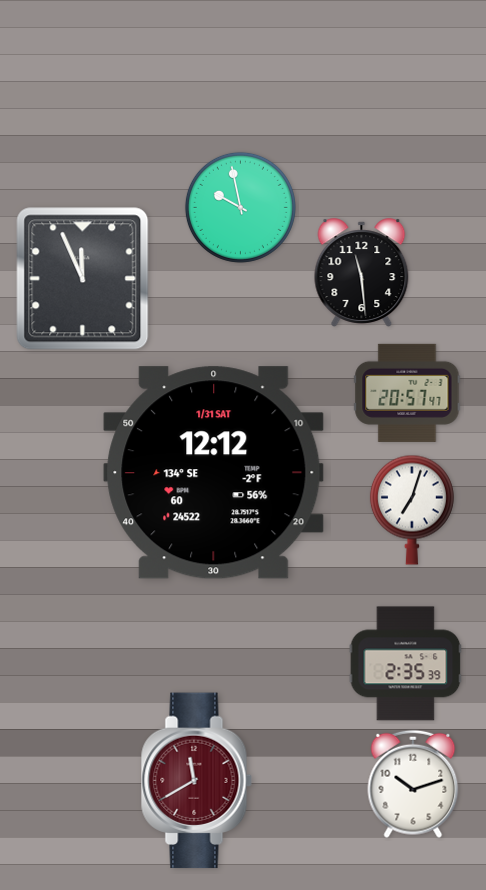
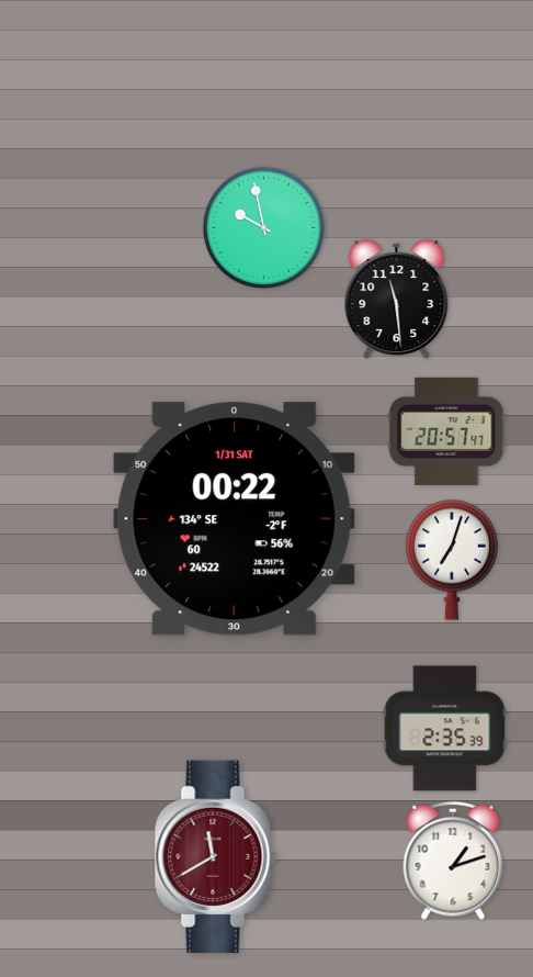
clock at (83, 279): 11:56 -> none
clock at (214, 473): 12:12 -> 00:22
clock at (413, 784): 10:12 -> 1:12
